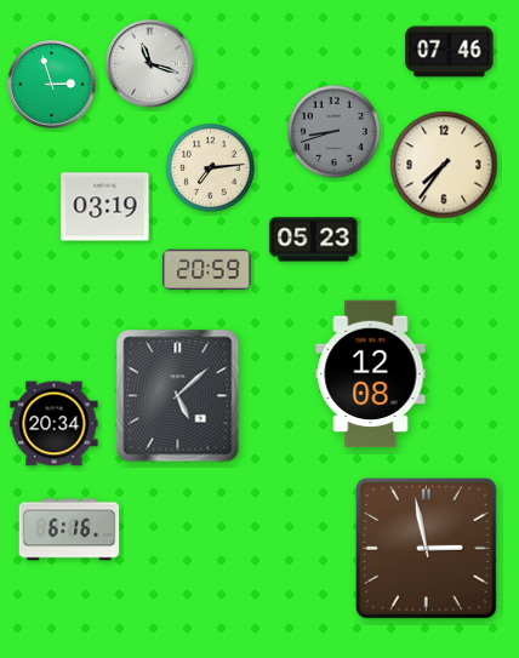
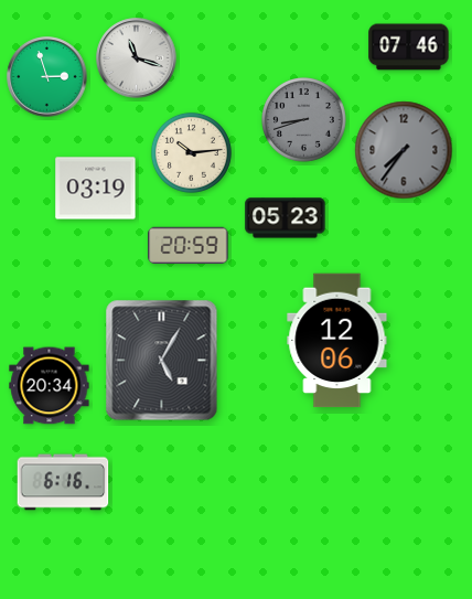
clock at (444, 165) dial: cream -> grey
clock at (210, 167): 7:14 -> 10:14
clock at (371, 374): 12:08 -> 12:06
clock at (178, 396): 5:08 -> 5:05
clock at (426, 548): 2:58 -> none
